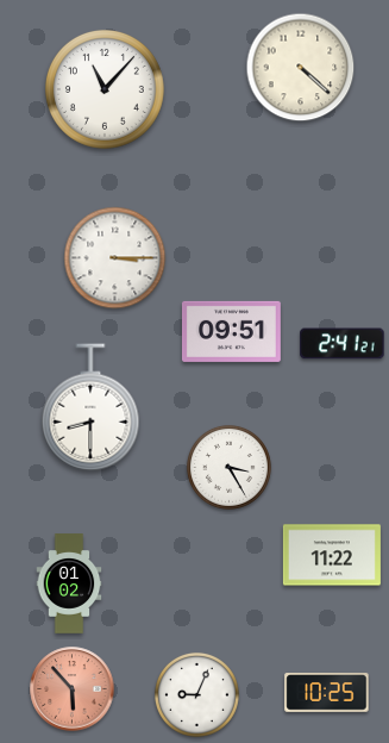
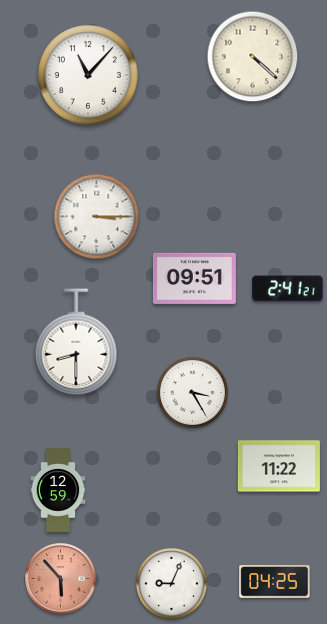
clock at (69, 583): 01:02 -> 12:59
clock at (327, 693): 10:25 -> 04:25
clock at (196, 694) position: (196, 694) -> (171, 583)
